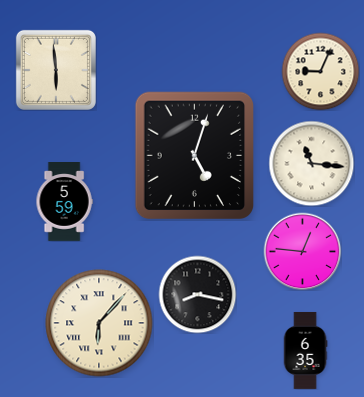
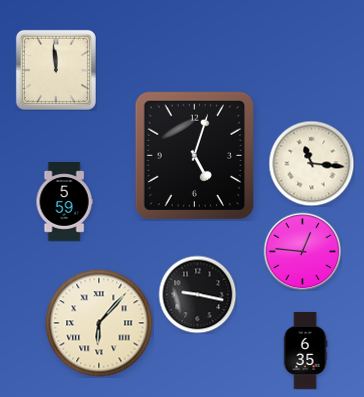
clock at (56, 70): 5:59 -> 11:59
clock at (320, 71): 9:04 -> none
clock at (197, 294): 8:17 -> 9:17
